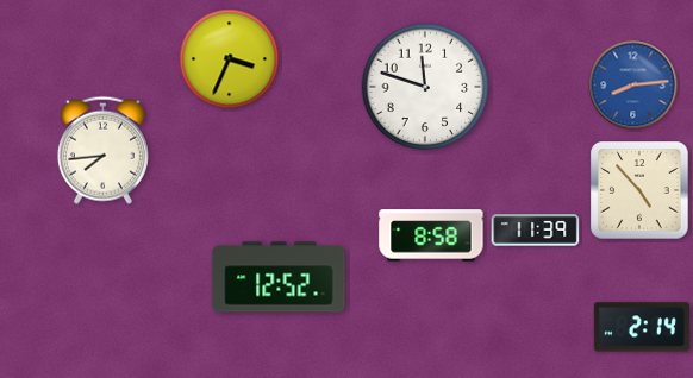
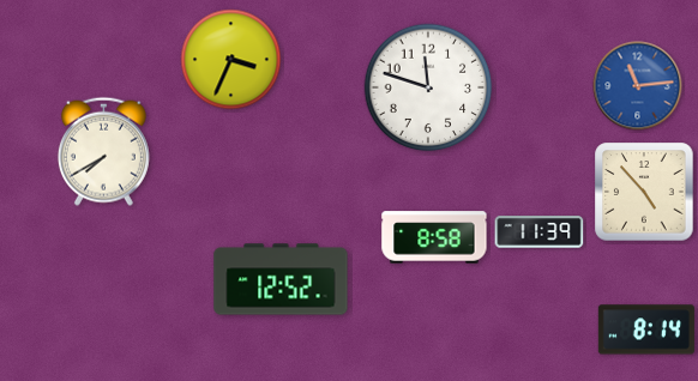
clock at (633, 86): 8:14 -> 11:14
clock at (102, 150): 7:44 -> 7:40
clock at (642, 327): 2:14 -> 8:14
